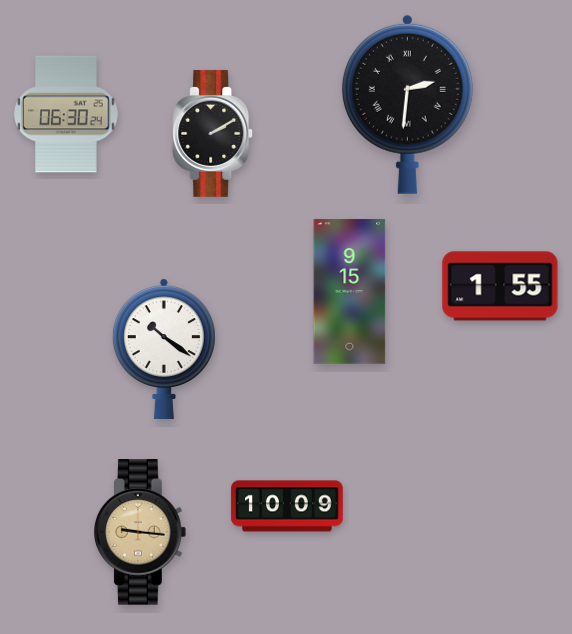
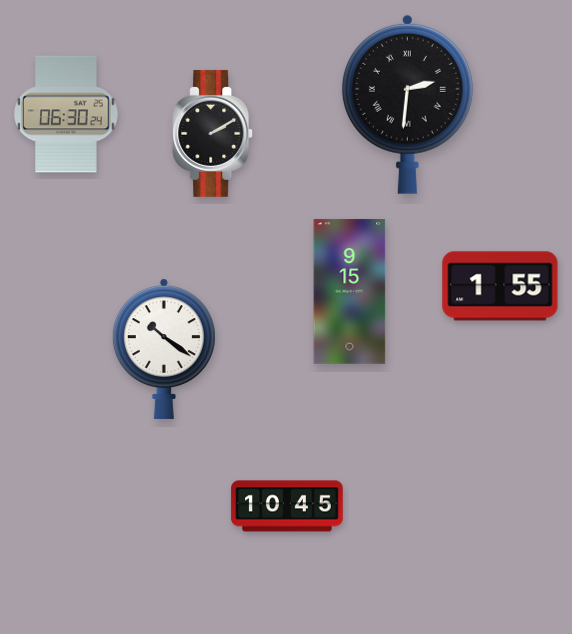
clock at (287, 506): 10:09 -> 10:45
clock at (141, 532): 9:16 -> none
